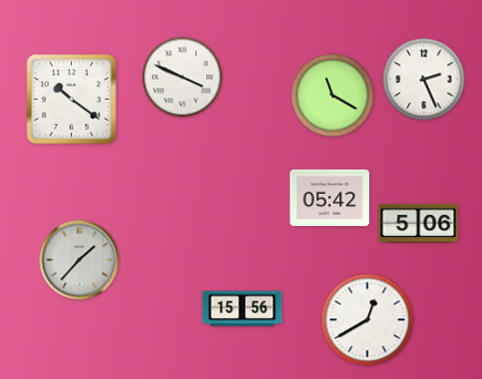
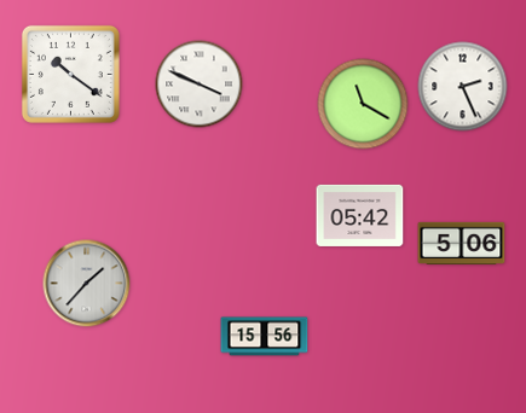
clock at (71, 99) position: (71, 99) -> (70, 74)
clock at (419, 223) position: (419, 223) -> (462, 243)
clock at (368, 320): 12:40 -> none
